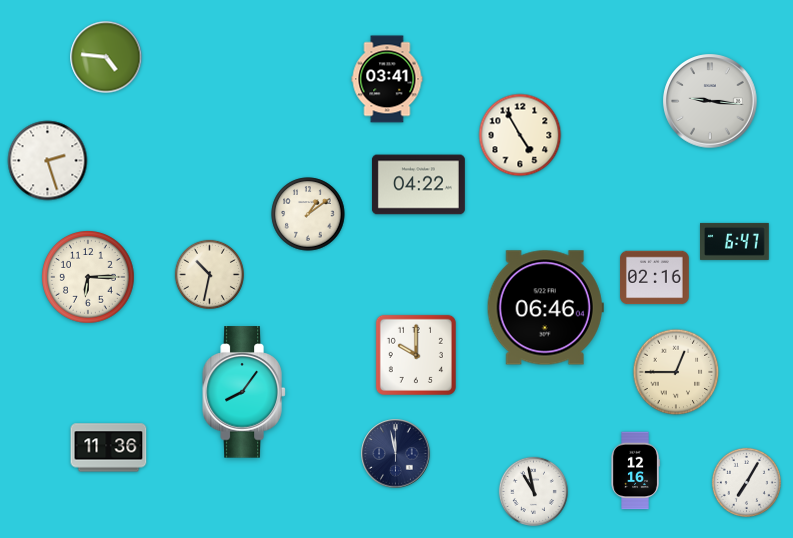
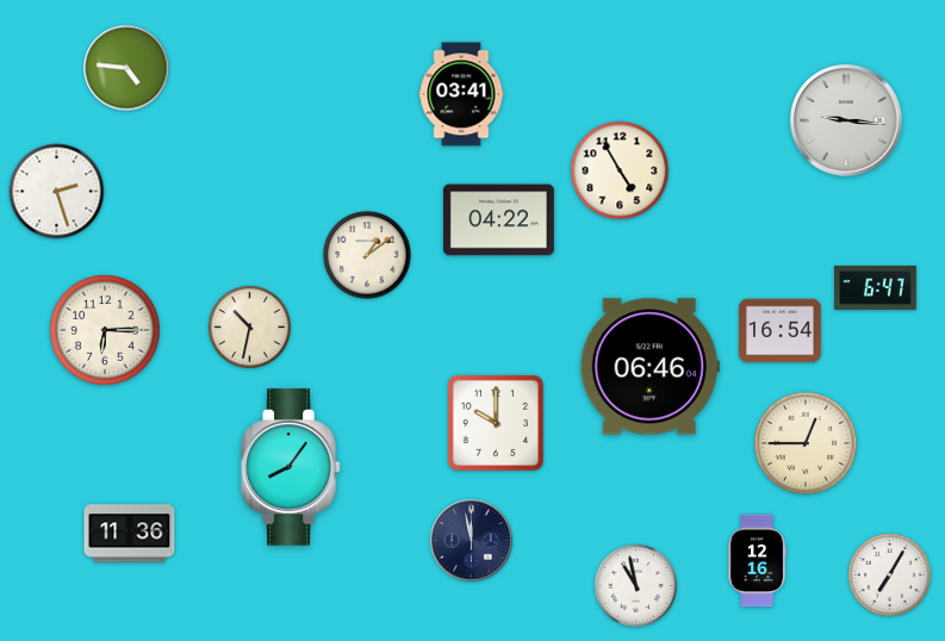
clock at (520, 135) position: (520, 135) -> (620, 170)
clock at (655, 278): 02:16 -> 16:54
